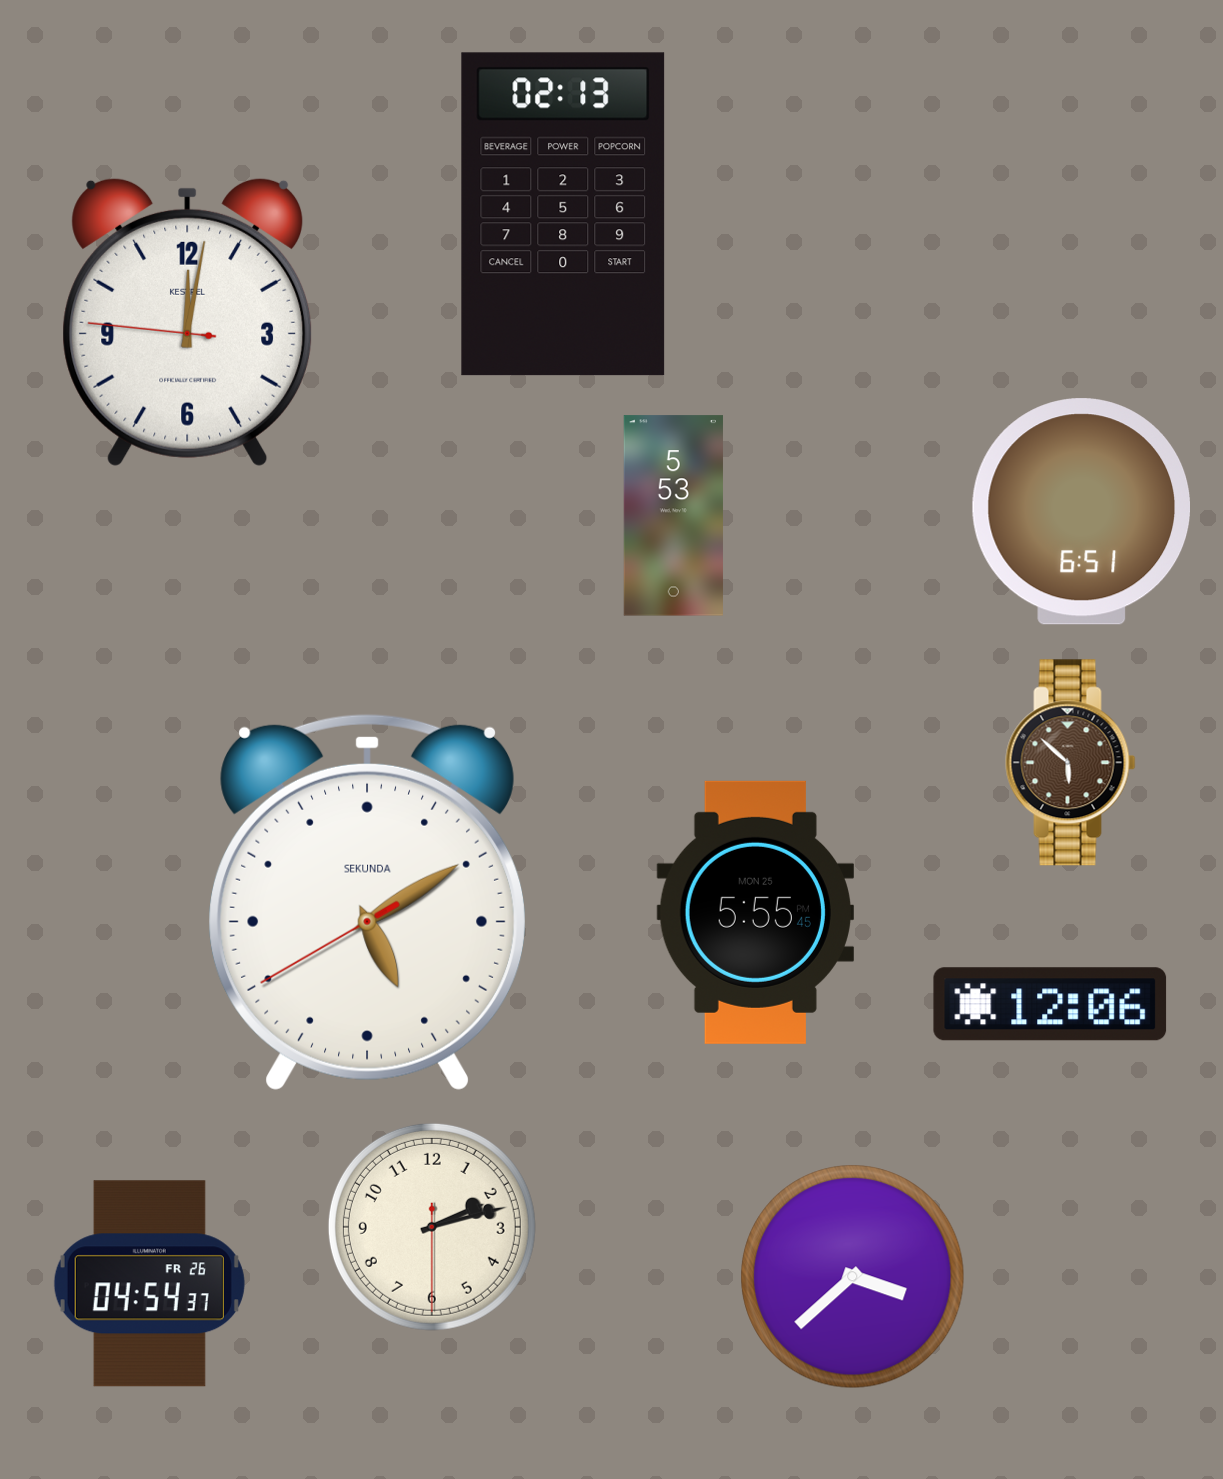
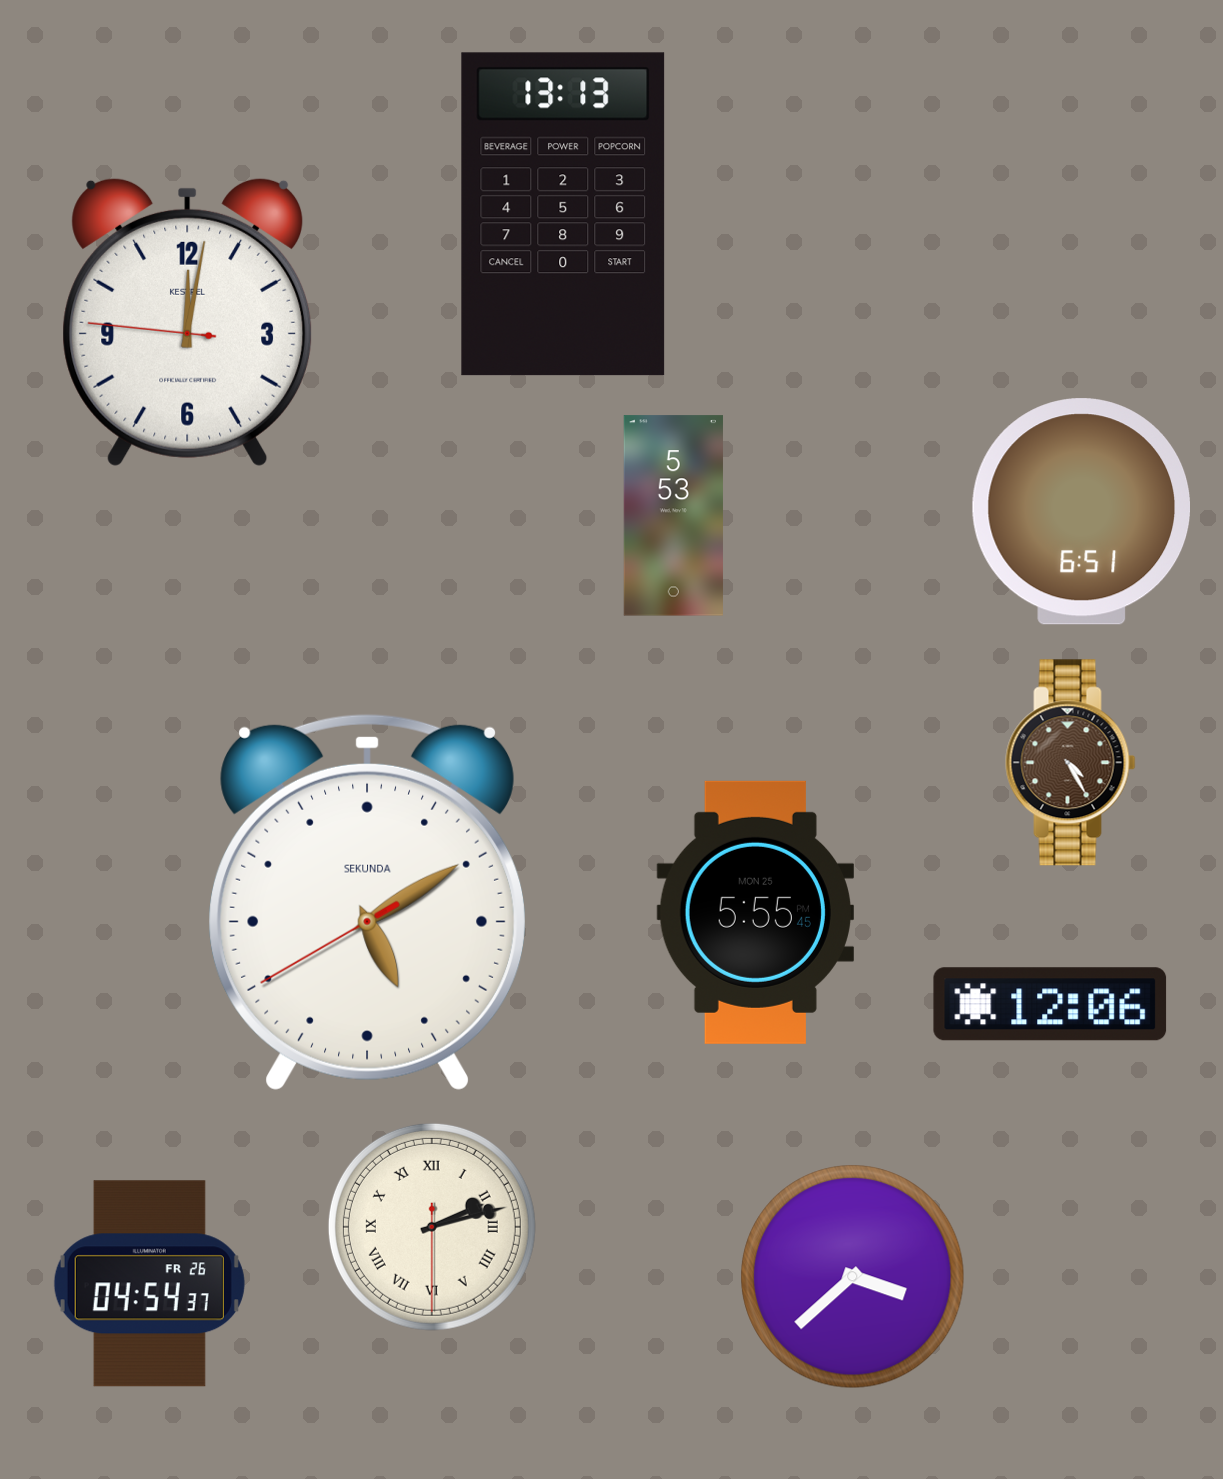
clock at (563, 214): 02:13 -> 13:13
clock at (1071, 763): 5:52 -> 4:25
clock at (432, 1227) numerals: Arabic -> Roman
